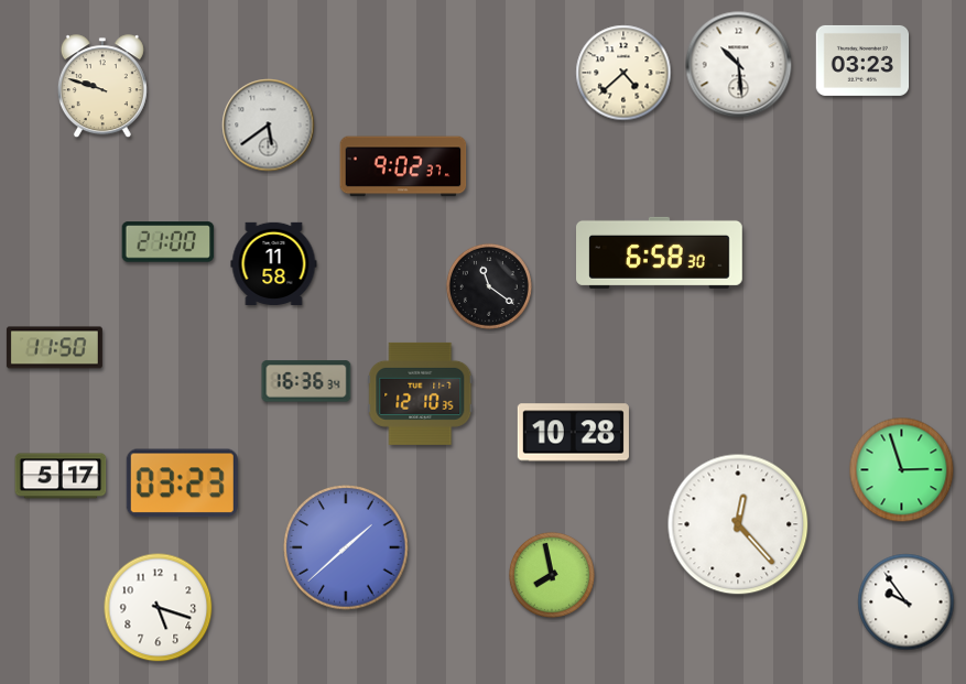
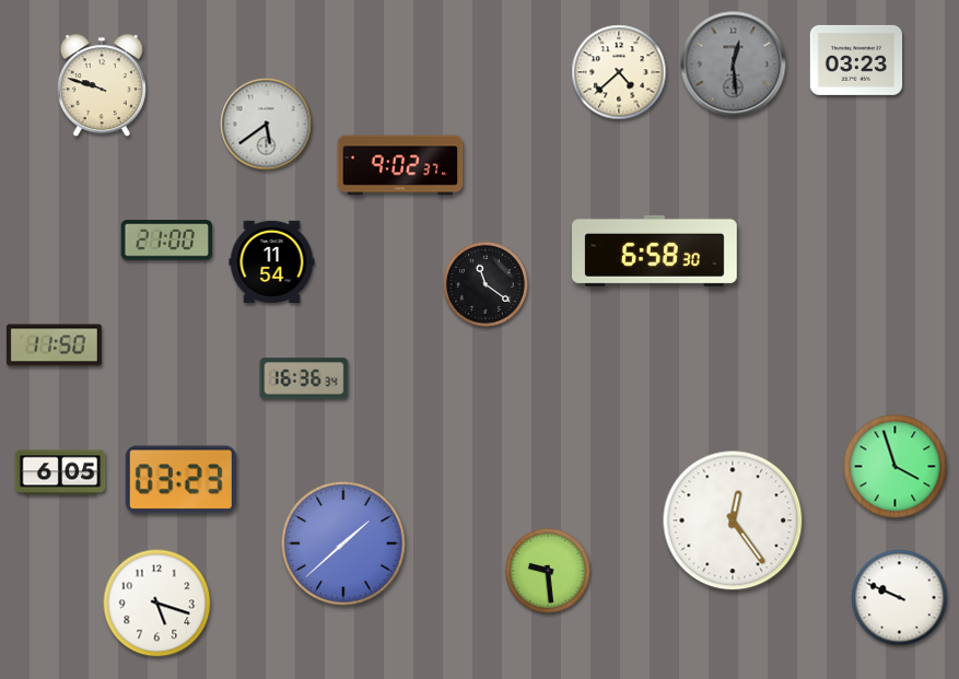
clock at (739, 65): 10:29 -> 12:29
clock at (739, 65) dial: white -> grey
clock at (274, 263): 11:58 -> 11:54
clock at (421, 393): 12:10 -> none
clock at (573, 433): 10:28 -> none
clock at (902, 470): 2:57 -> 3:57
clock at (61, 476): 5:17 -> 6:05
clock at (738, 524): 12:23 -> 12:24
clock at (552, 575): 7:58 -> 9:29
clock at (907, 602): 9:54 -> 9:49
